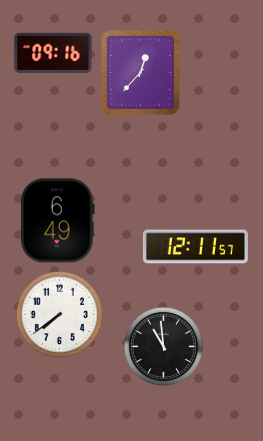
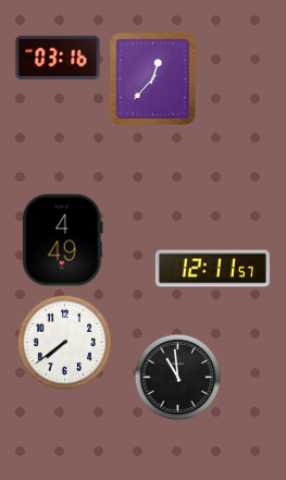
clock at (53, 53): 09:16 -> 03:16
clock at (57, 221): 6:49 -> 4:49
